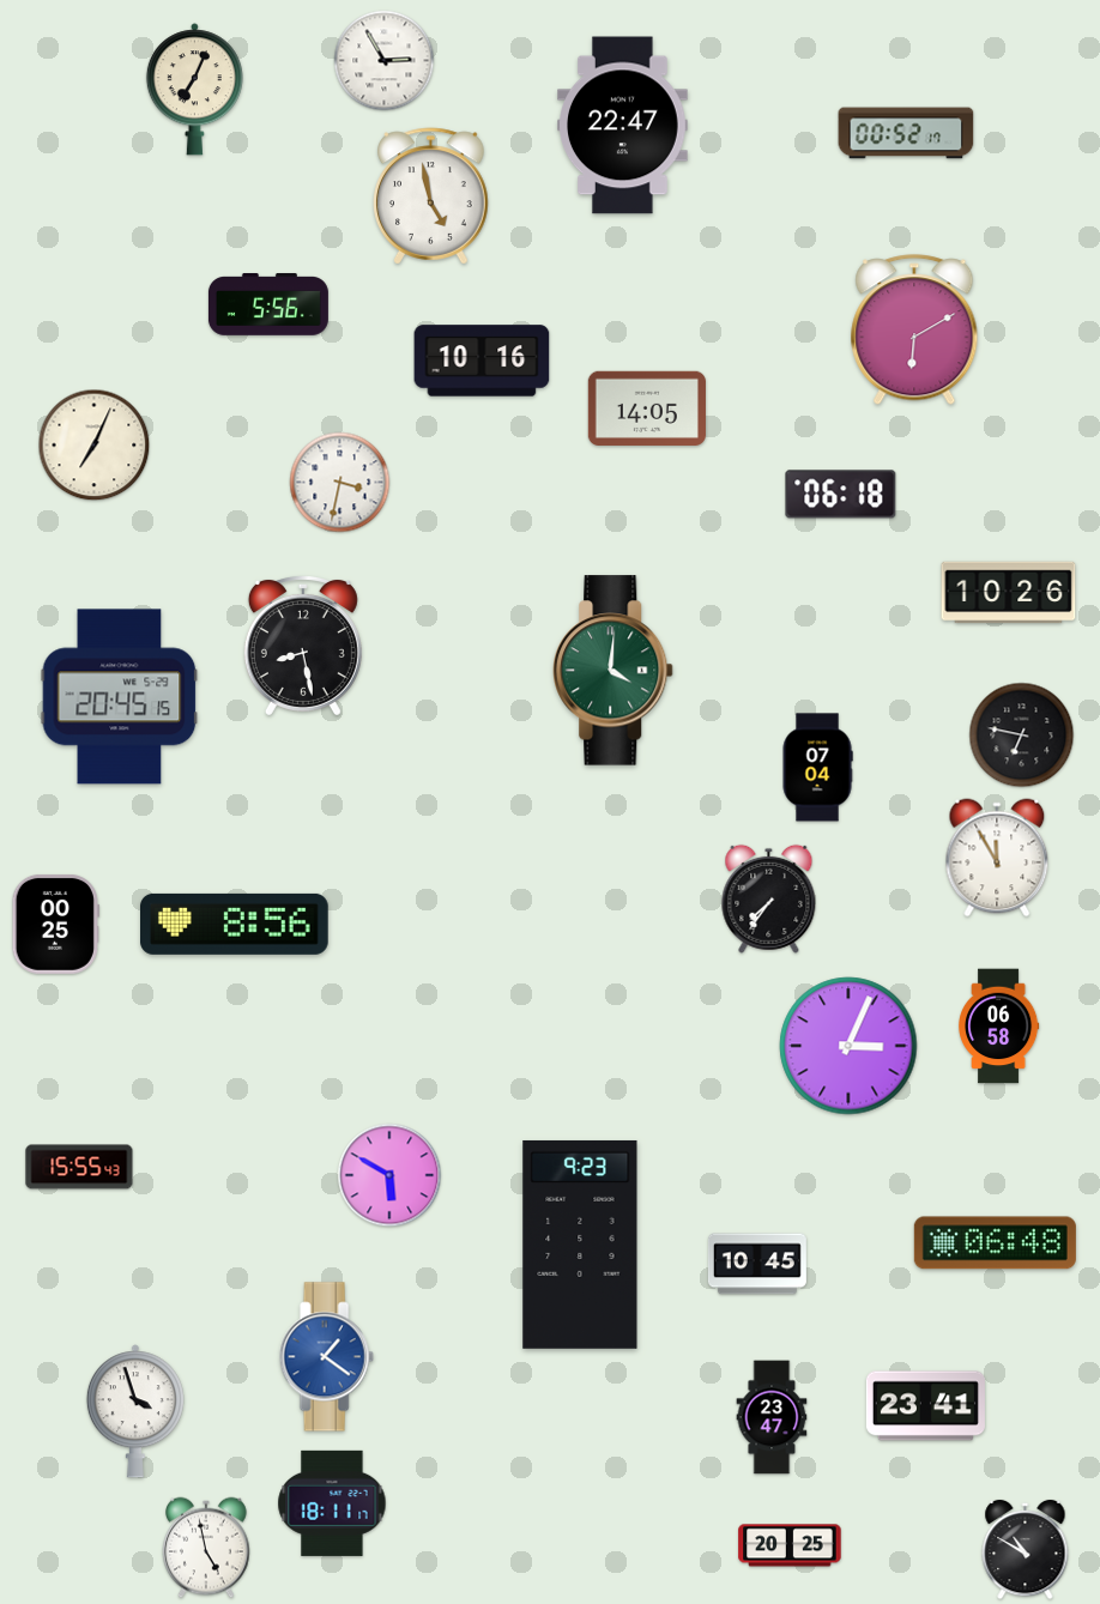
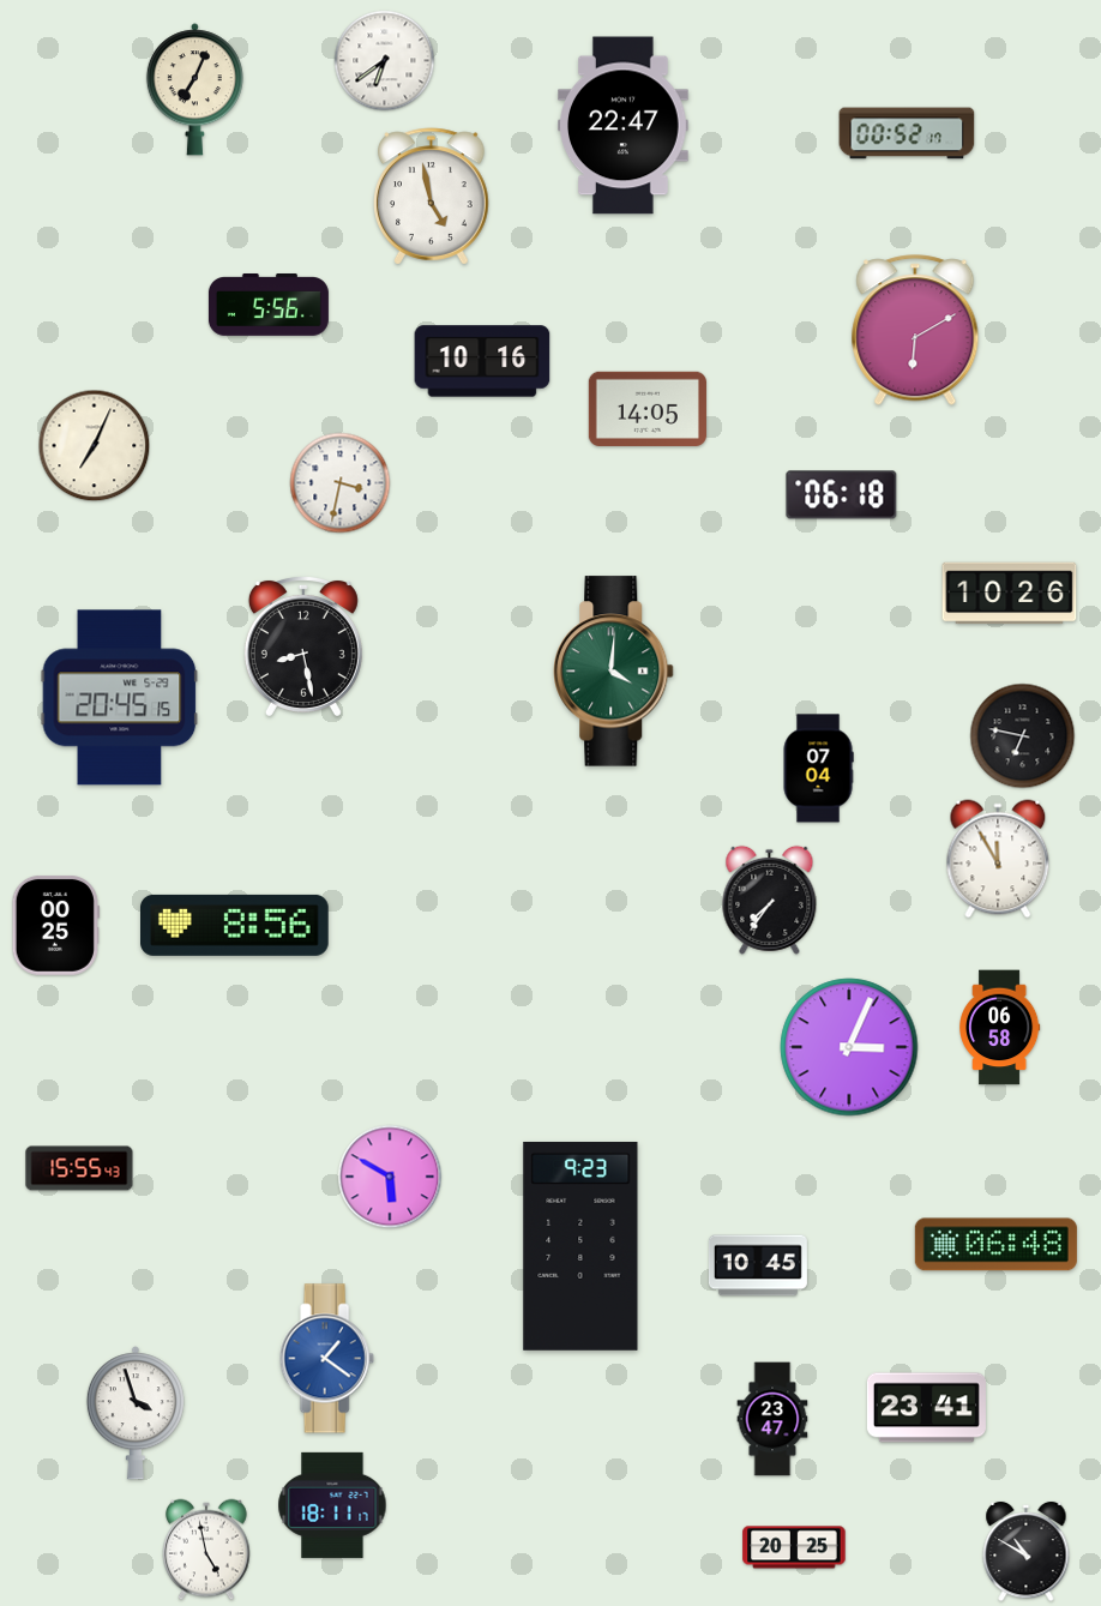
clock at (385, 61): 2:55 -> 6:39
clock at (790, 1545) position: (790, 1545) -> (794, 1547)
